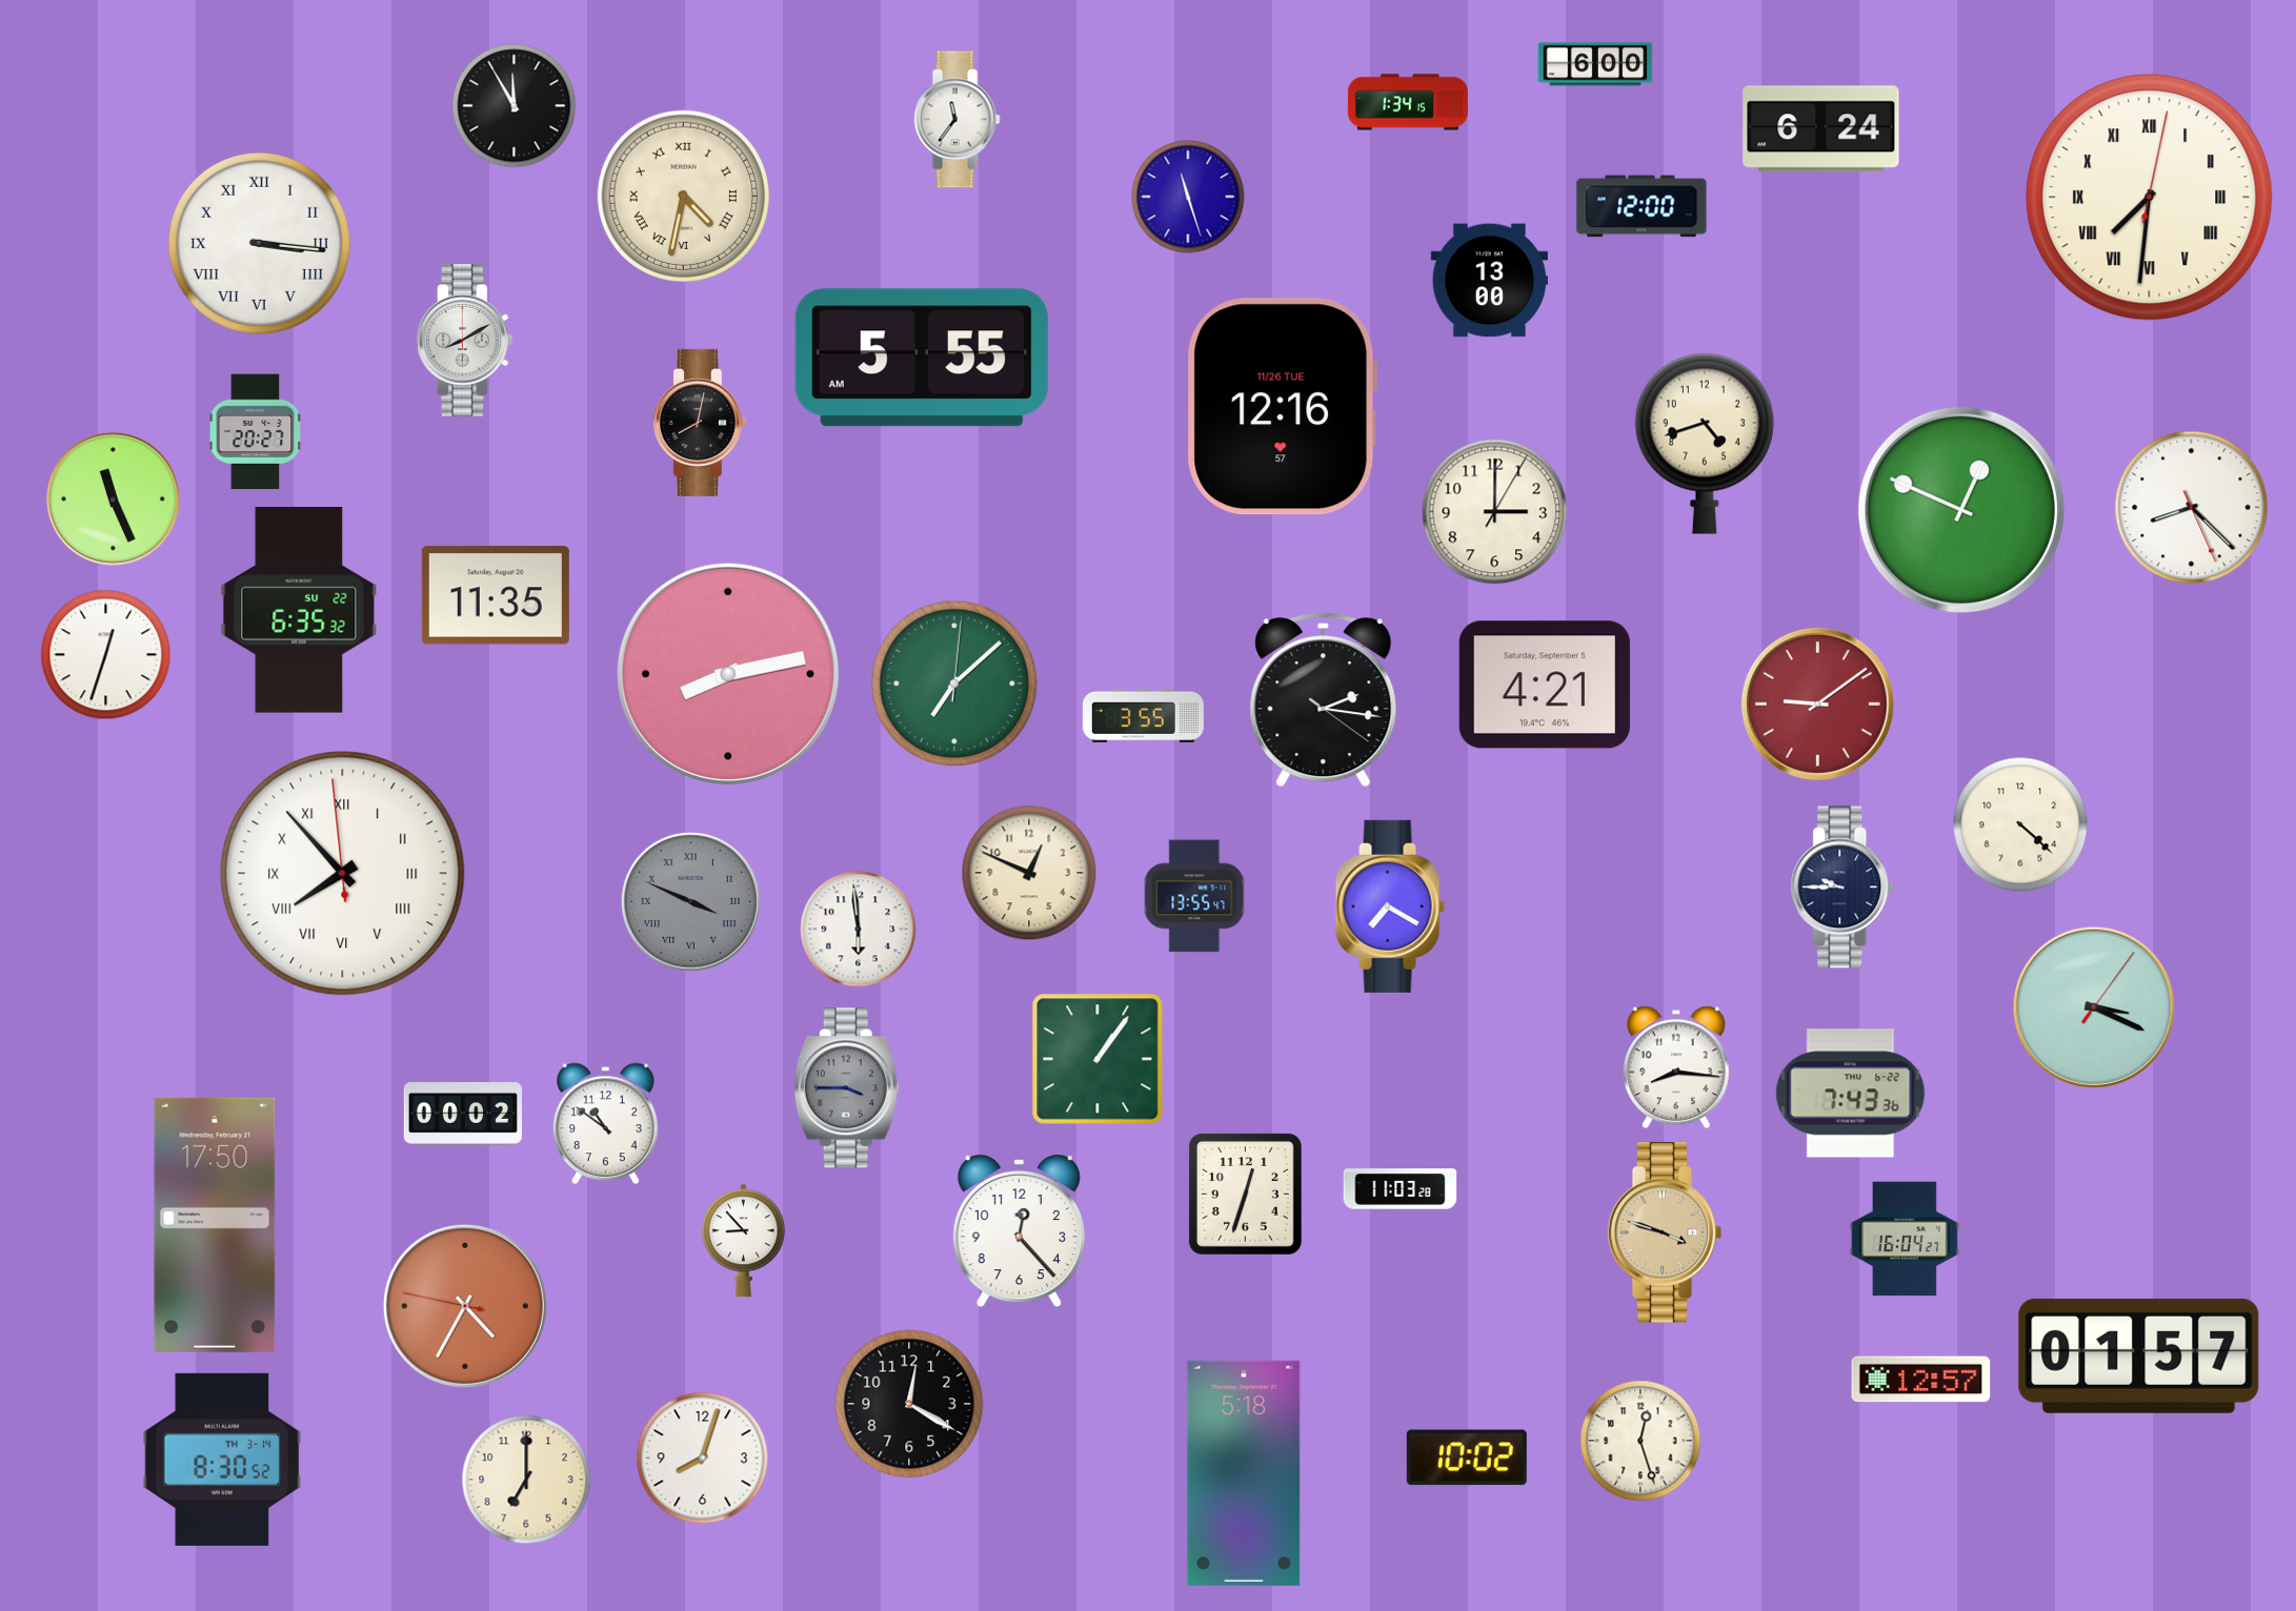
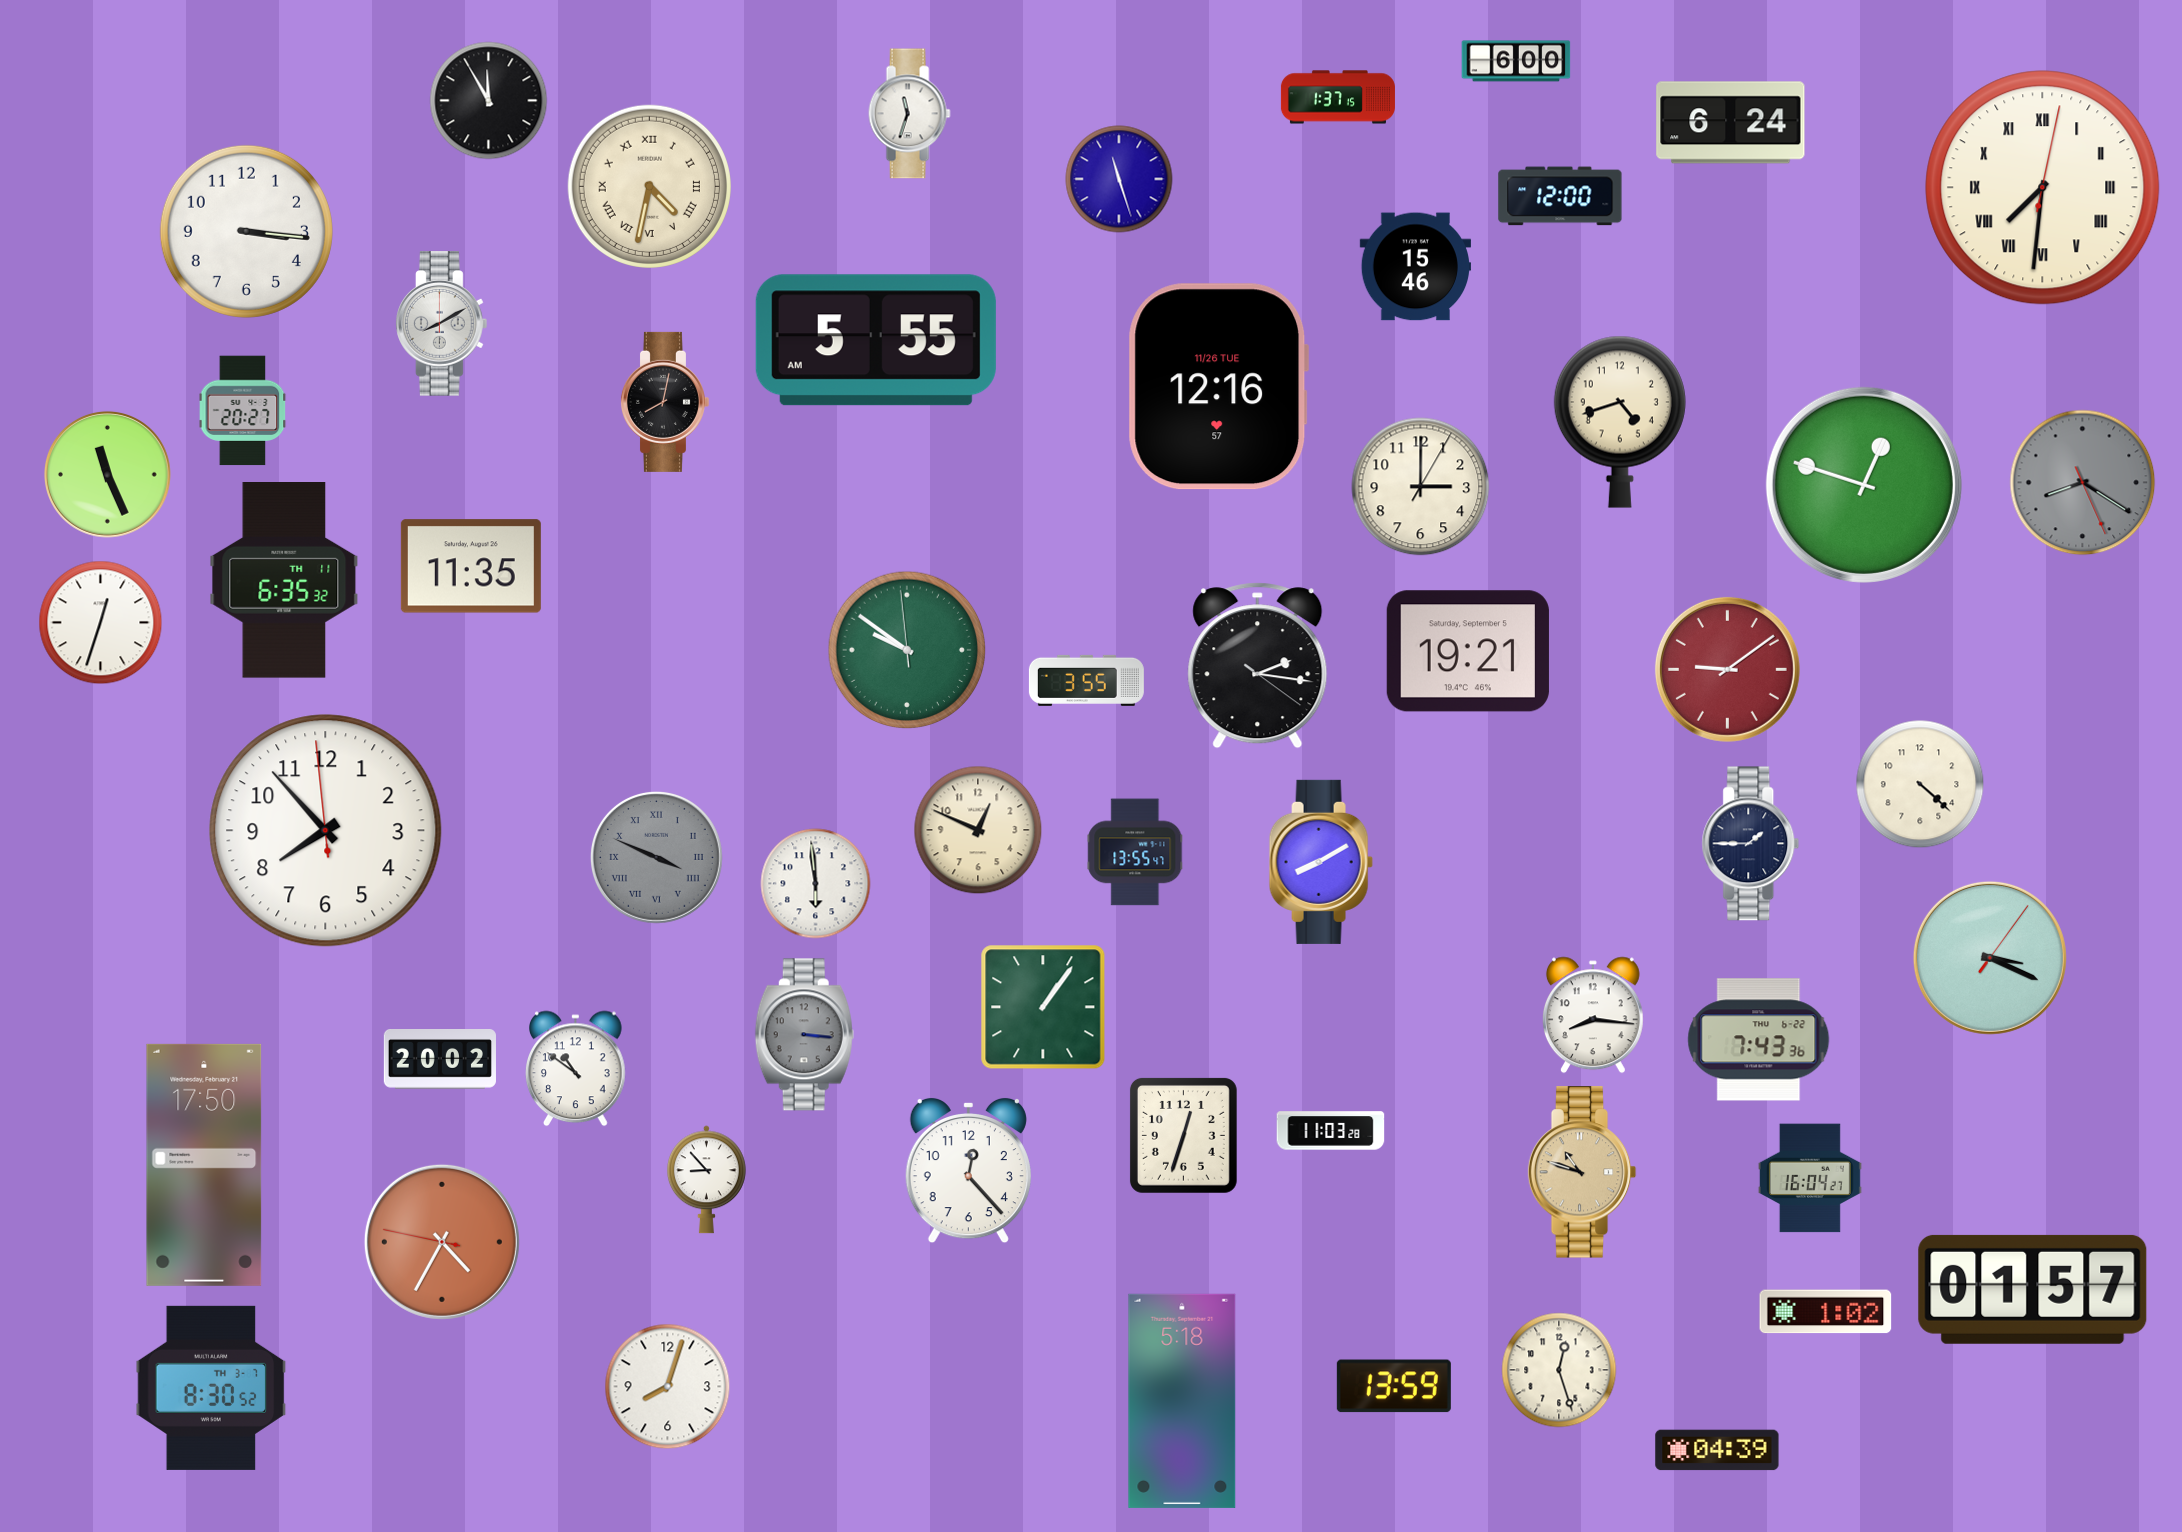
clock at (1408, 102): 1:34 -> 1:37
clock at (956, 120): 11:36 -> 11:33
clock at (1188, 197) position: (1188, 197) -> (1119, 179)
clock at (259, 243) numerals: Roman -> Arabic
clock at (1489, 281): 13:00 -> 15:46
clock at (2192, 508): 8:22 -> 8:20
clock at (2192, 508) dial: white -> grey
clock at (1961, 510): 12:49 -> 12:48
clock at (299, 611) date: SU 22 -> TH 11
clock at (728, 674): 8:13 -> none
clock at (954, 684): 7:08 -> 9:50
clock at (1545, 685): 4:21 -> 19:21
clock at (343, 874) numerals: Roman -> Arabic
clock at (1842, 888): 9:45 -> 1:45
clock at (1390, 906): 7:20 -> 8:10
clock at (846, 1088): 3:45 -> 3:16
clock at (463, 1114): 00:02 -> 20:02
clock at (1665, 1232): 3:48 -> 10:48
clock at (1921, 1380): 12:57 -> 1:02
clock at (909, 1404): 12:20 -> none
clock at (1467, 1457): 10:02 -> 13:59
clock at (222, 1460) date: TH 3-14 -> TH 3-7
clock at (526, 1480): 7:00 -> none
clock at (1717, 1450): none -> 04:39
